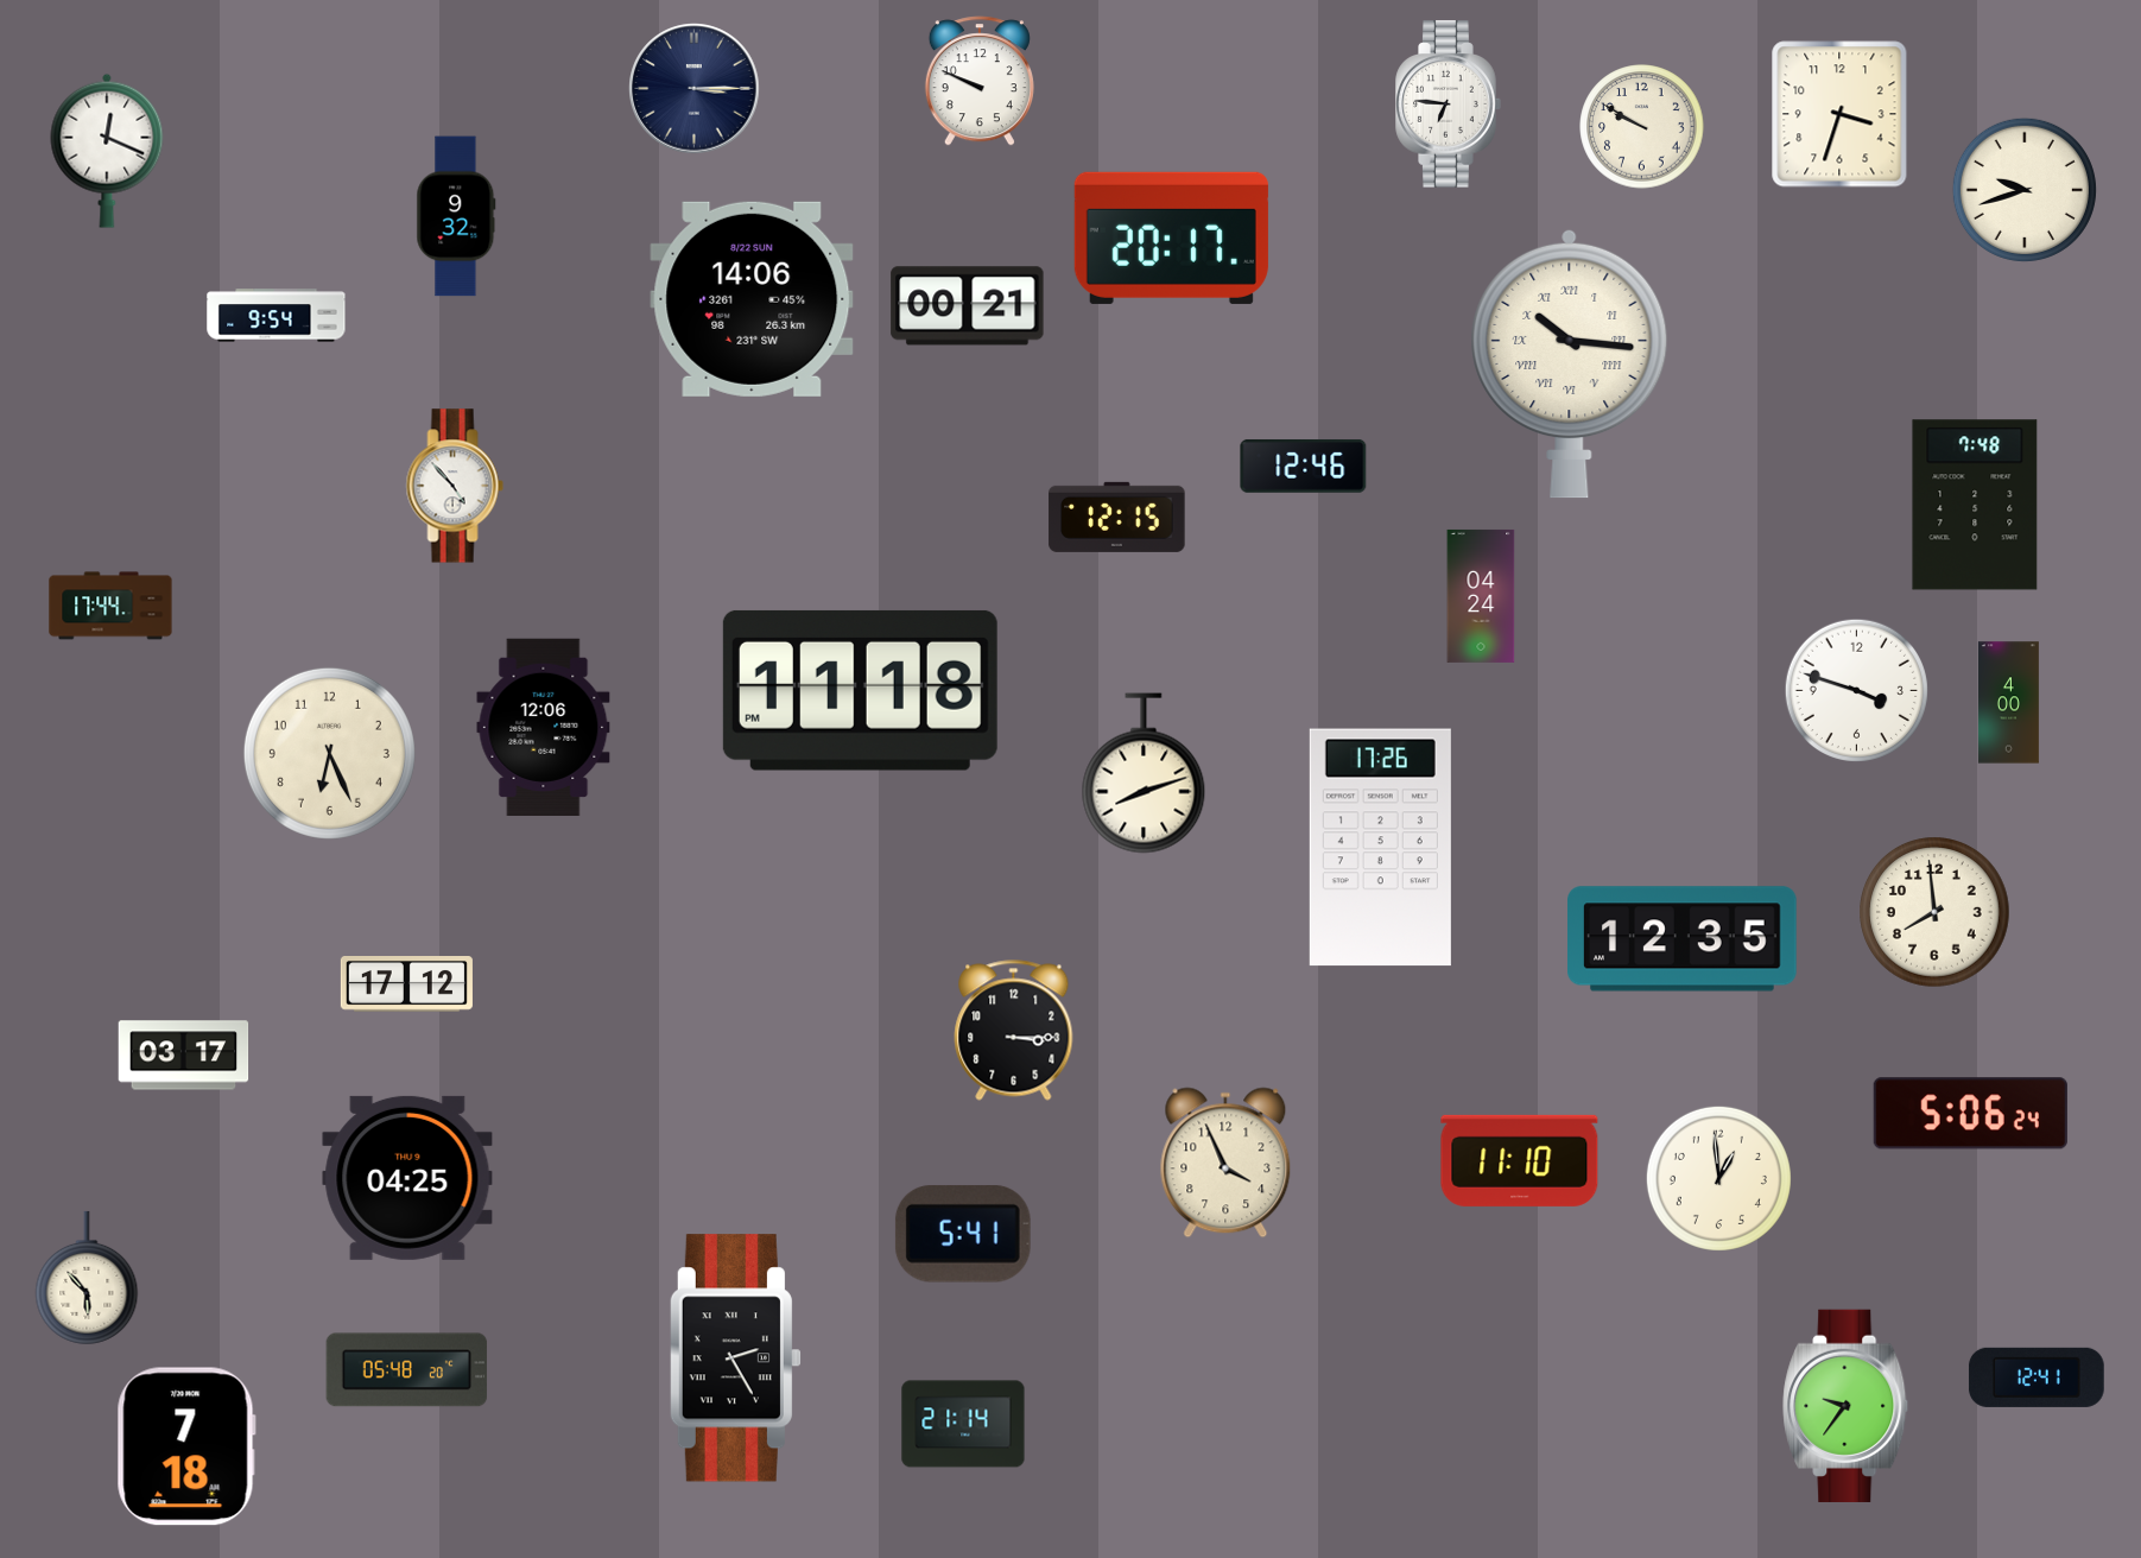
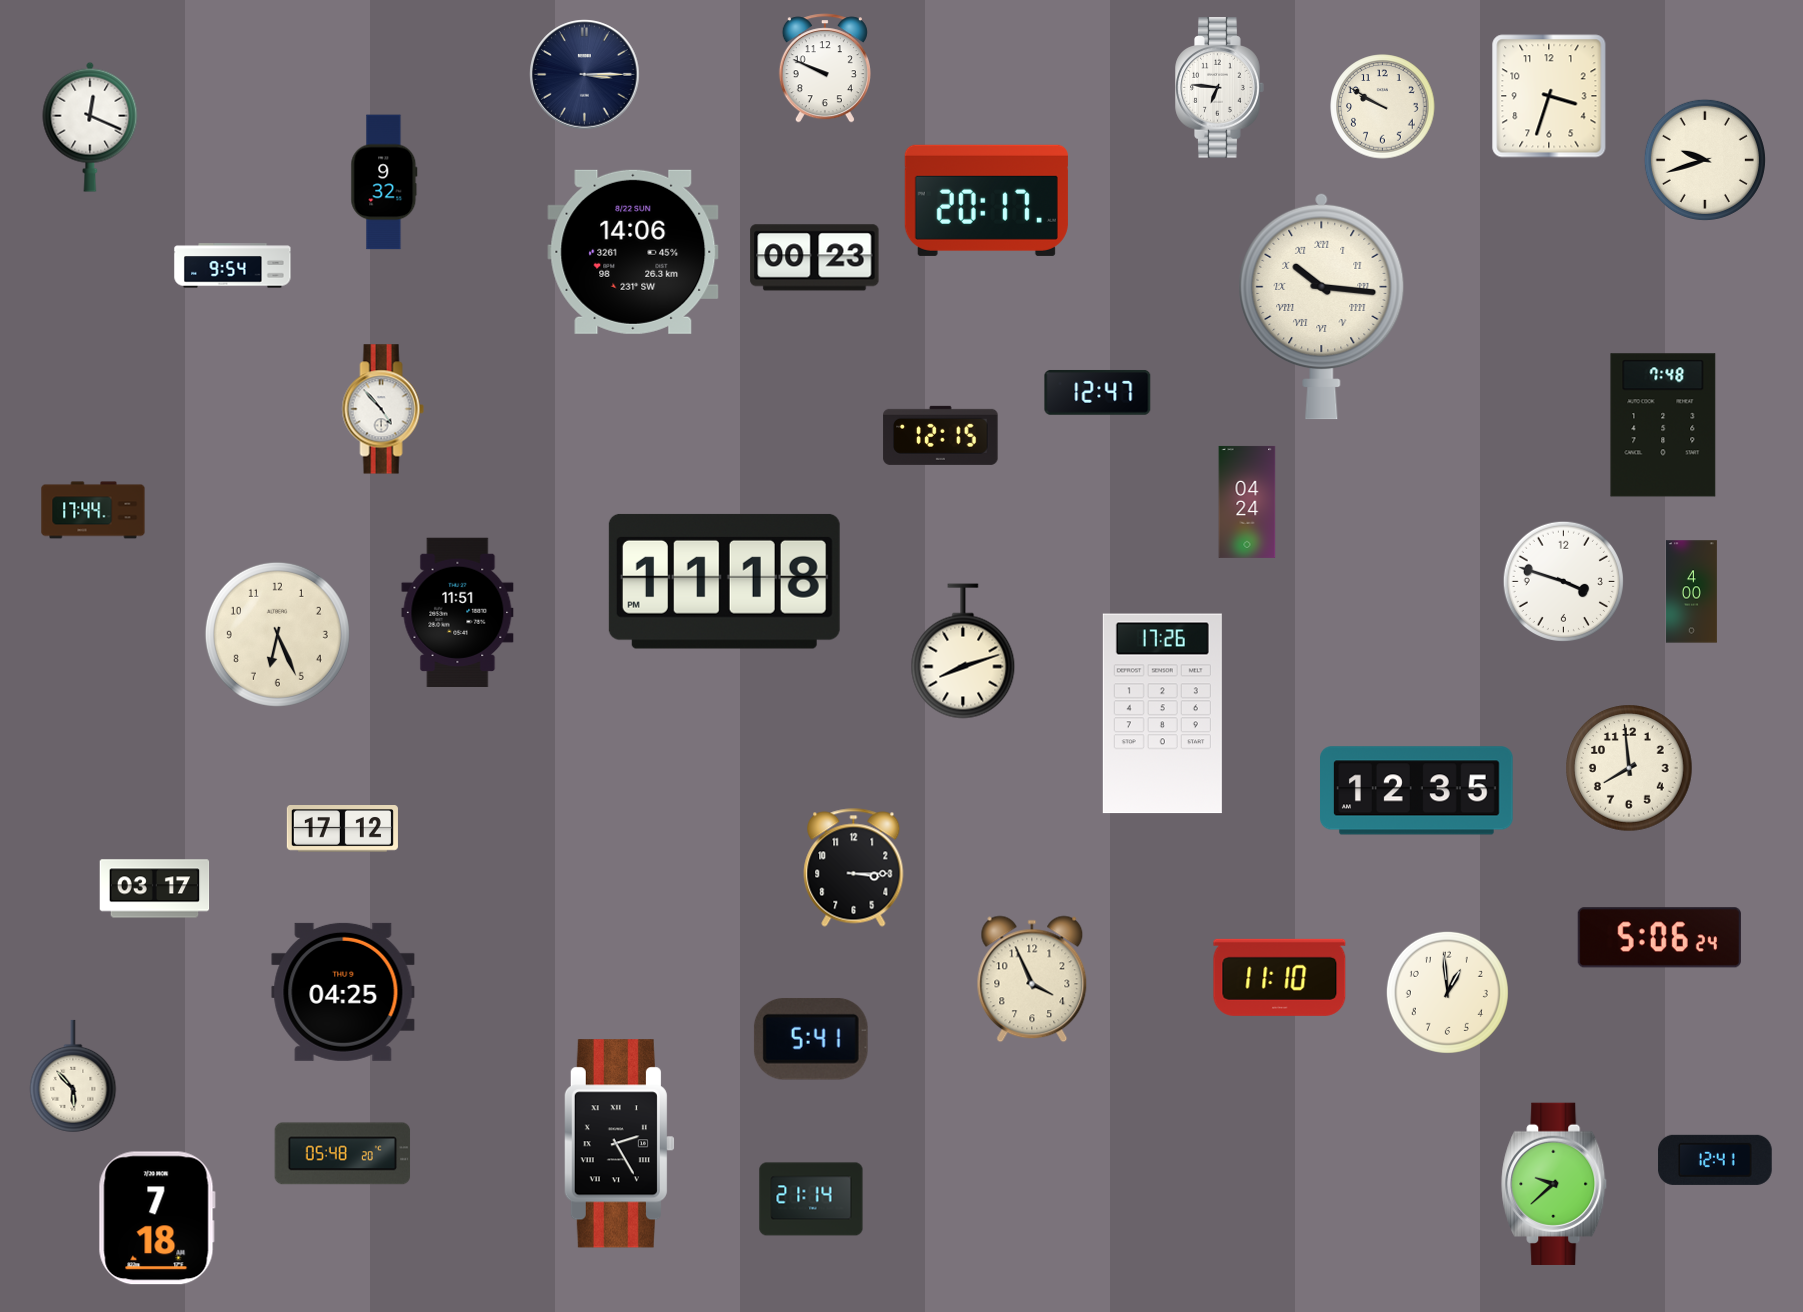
clock at (968, 306): 00:21 -> 00:23
clock at (1304, 465): 12:46 -> 12:47
clock at (544, 727): 12:06 -> 11:51
clock at (1847, 1406): 9:36 -> 9:38
